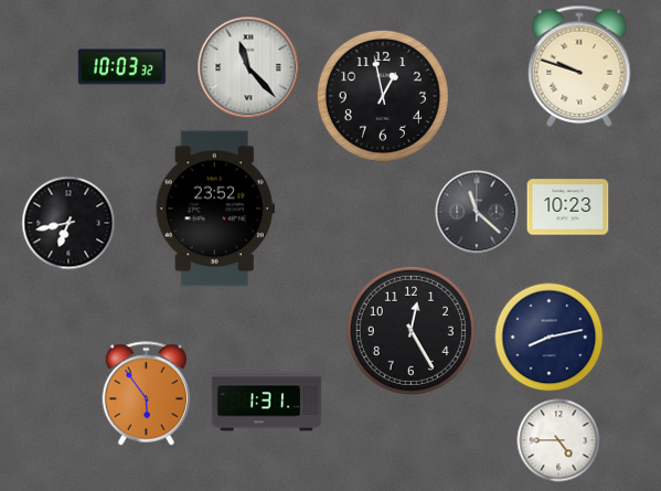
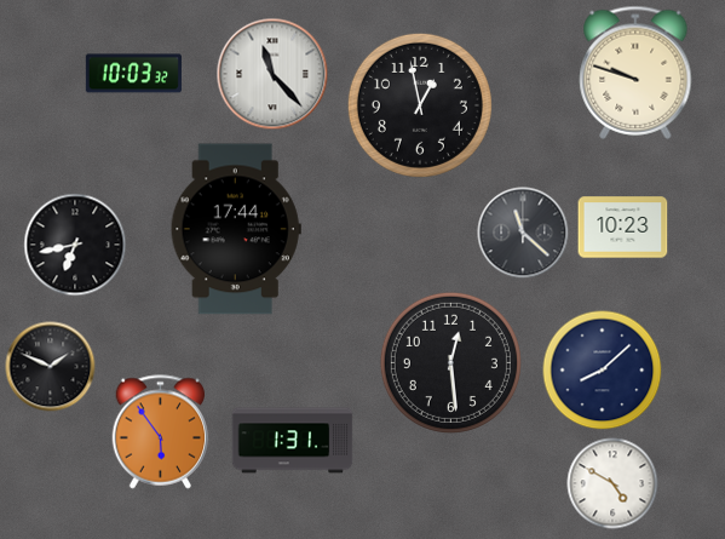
clock at (215, 209): 23:52 -> 17:44
clock at (411, 330): 12:25 -> 12:29
clock at (51, 367): none -> 1:49
clock at (550, 338): 8:13 -> 8:08
clock at (558, 440): 4:45 -> 4:50
